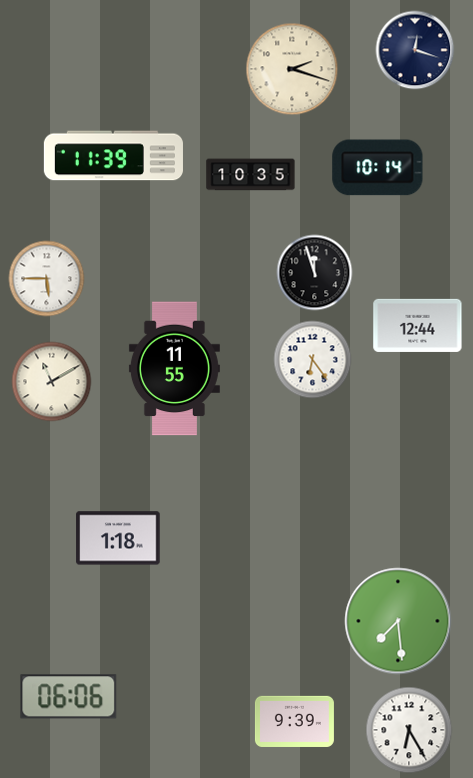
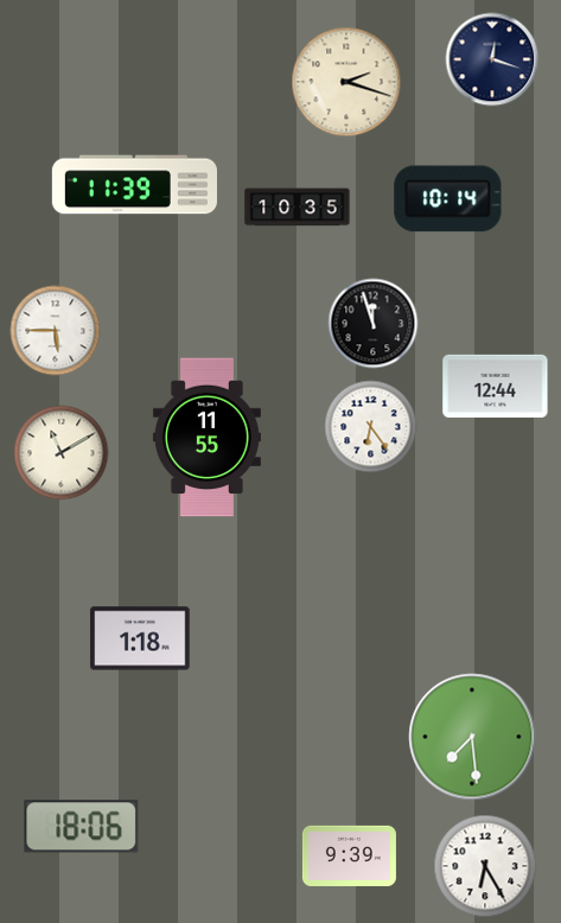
clock at (69, 697): 06:06 -> 18:06
